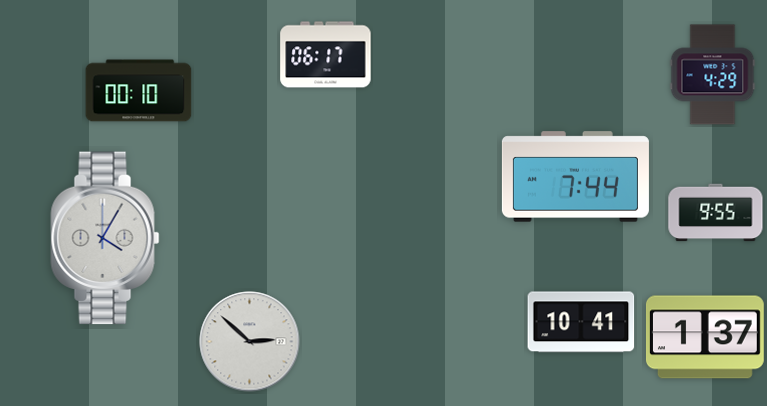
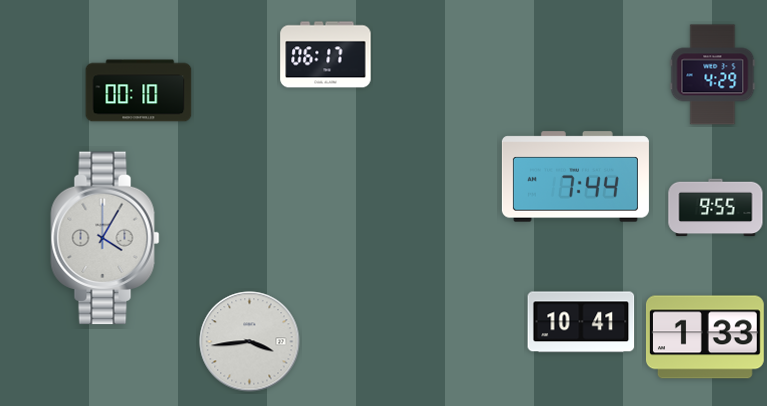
clock at (716, 213) position: (716, 213) -> (716, 208)
clock at (705, 337): 1:37 -> 1:33
clock at (250, 342): 2:52 -> 3:44
